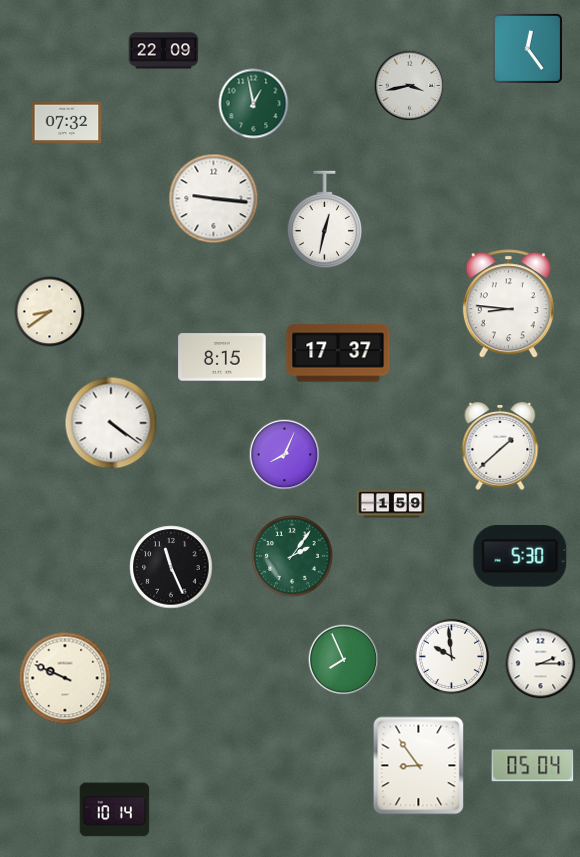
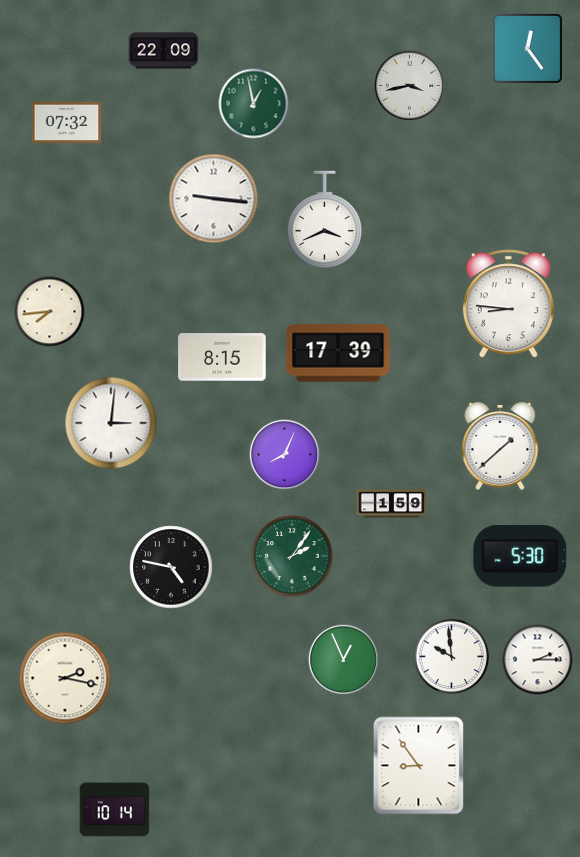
clock at (324, 220): 12:32 -> 3:41
clock at (50, 312): 8:39 -> 7:44
clock at (338, 353): 17:37 -> 17:39
clock at (111, 423): 4:21 -> 3:01
clock at (171, 567): 11:26 -> 4:47
clock at (344, 660): 7:56 -> 12:56
clock at (541, 664) position: (541, 664) -> (538, 660)
clock at (65, 678): 9:49 -> 2:17
clock at (533, 766): 05:04 -> none
